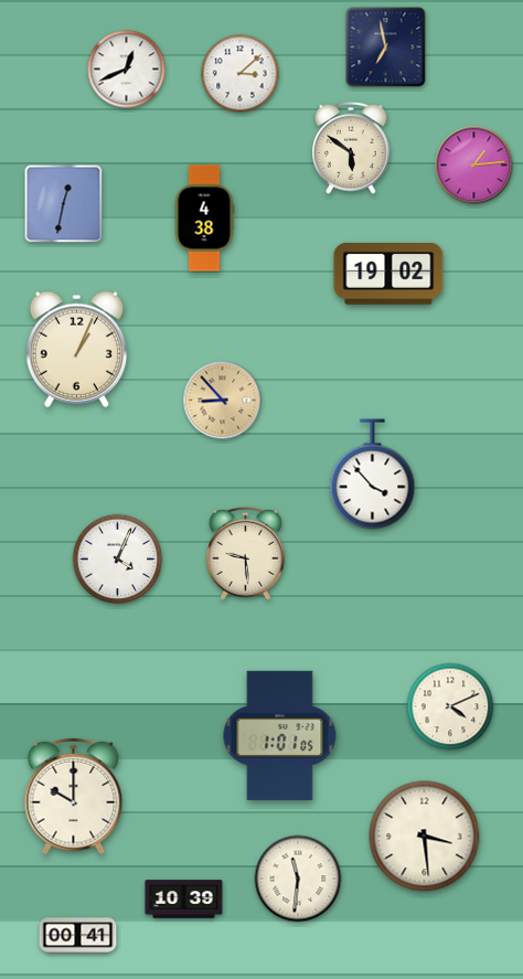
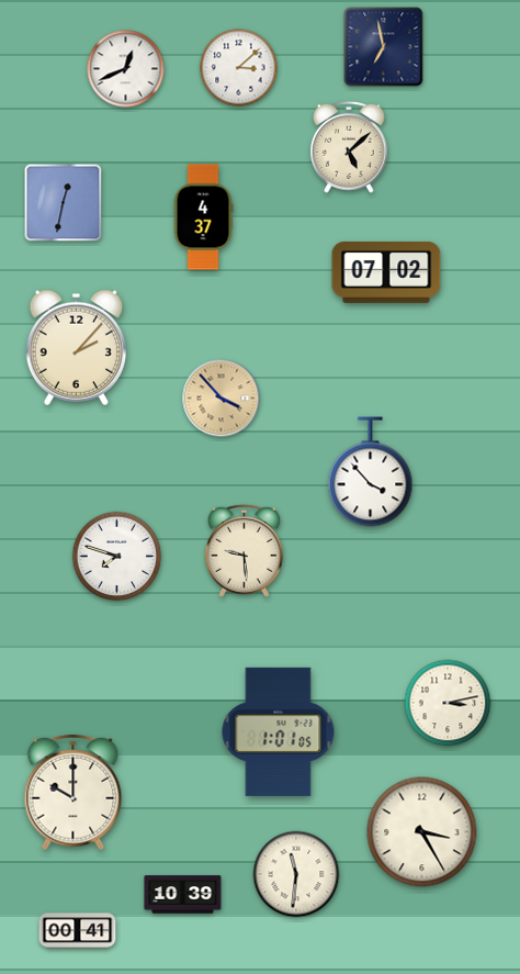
clock at (241, 74) position: (241, 74) -> (239, 68)
clock at (352, 148): 5:51 -> 5:08
clock at (474, 166): 1:14 -> none
clock at (204, 219): 4:38 -> 4:37
clock at (388, 274): 19:02 -> 07:02
clock at (76, 349): 1:04 -> 2:07
clock at (223, 401): 8:53 -> 3:53
clock at (118, 560): 4:04 -> 7:48
clock at (450, 706): 4:11 -> 3:13
clock at (425, 837): 3:29 -> 3:25
